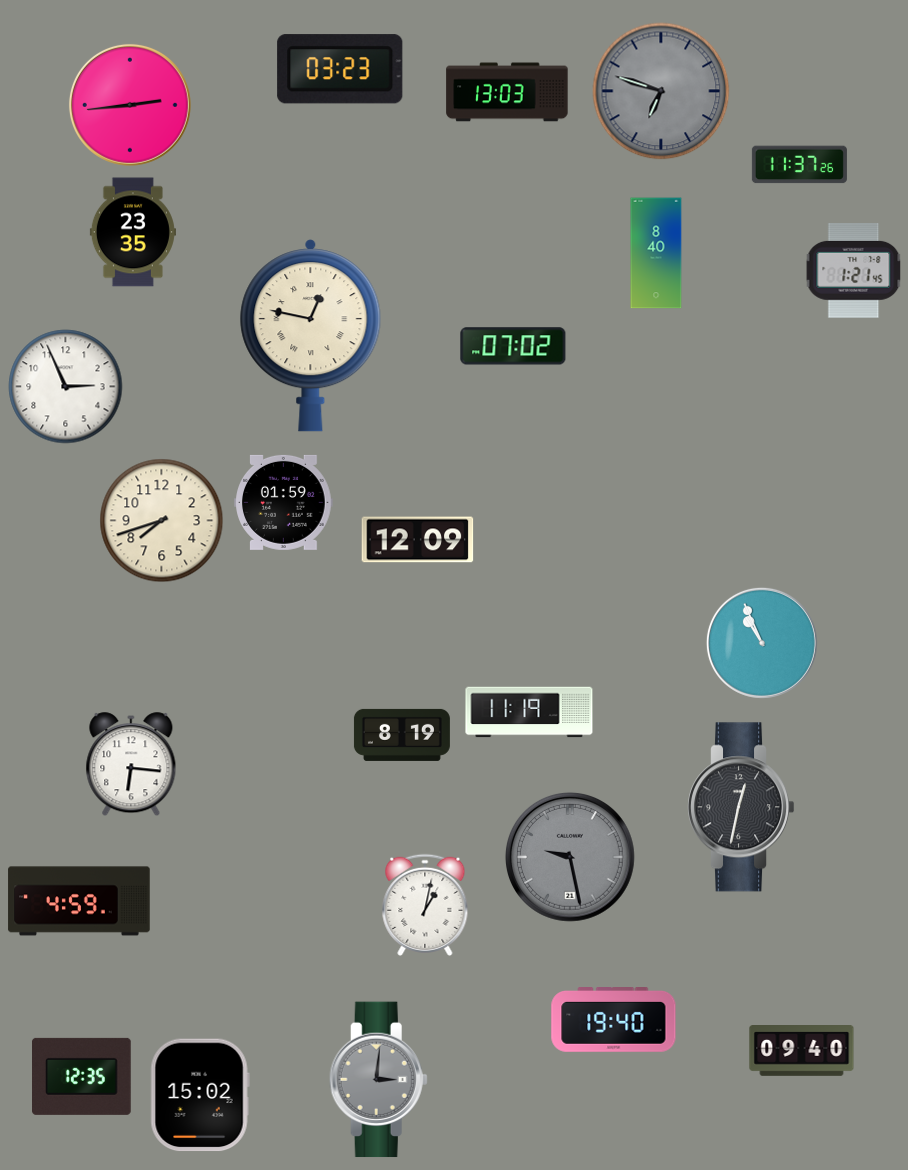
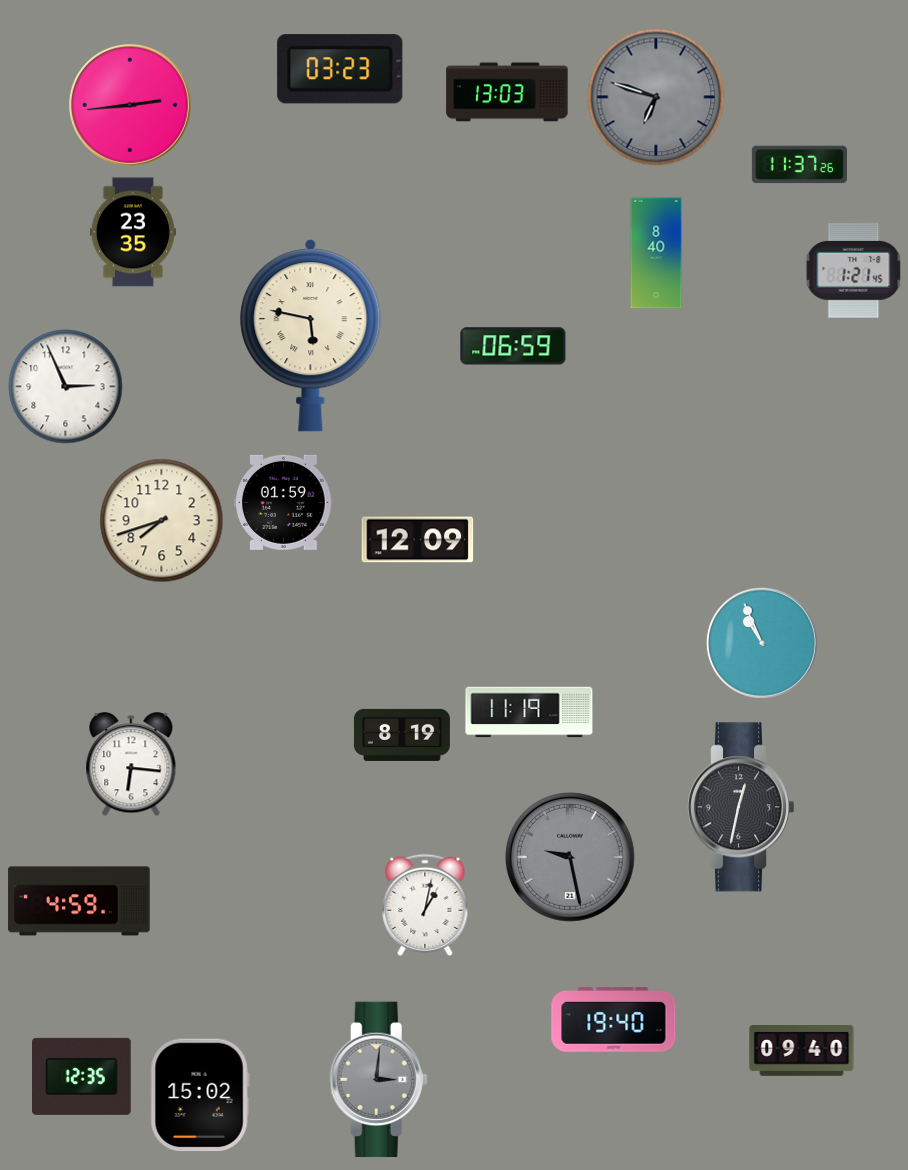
clock at (661, 91) position: (661, 91) -> (656, 97)
clock at (311, 336): 12:47 -> 5:47
clock at (513, 346): 07:02 -> 06:59
